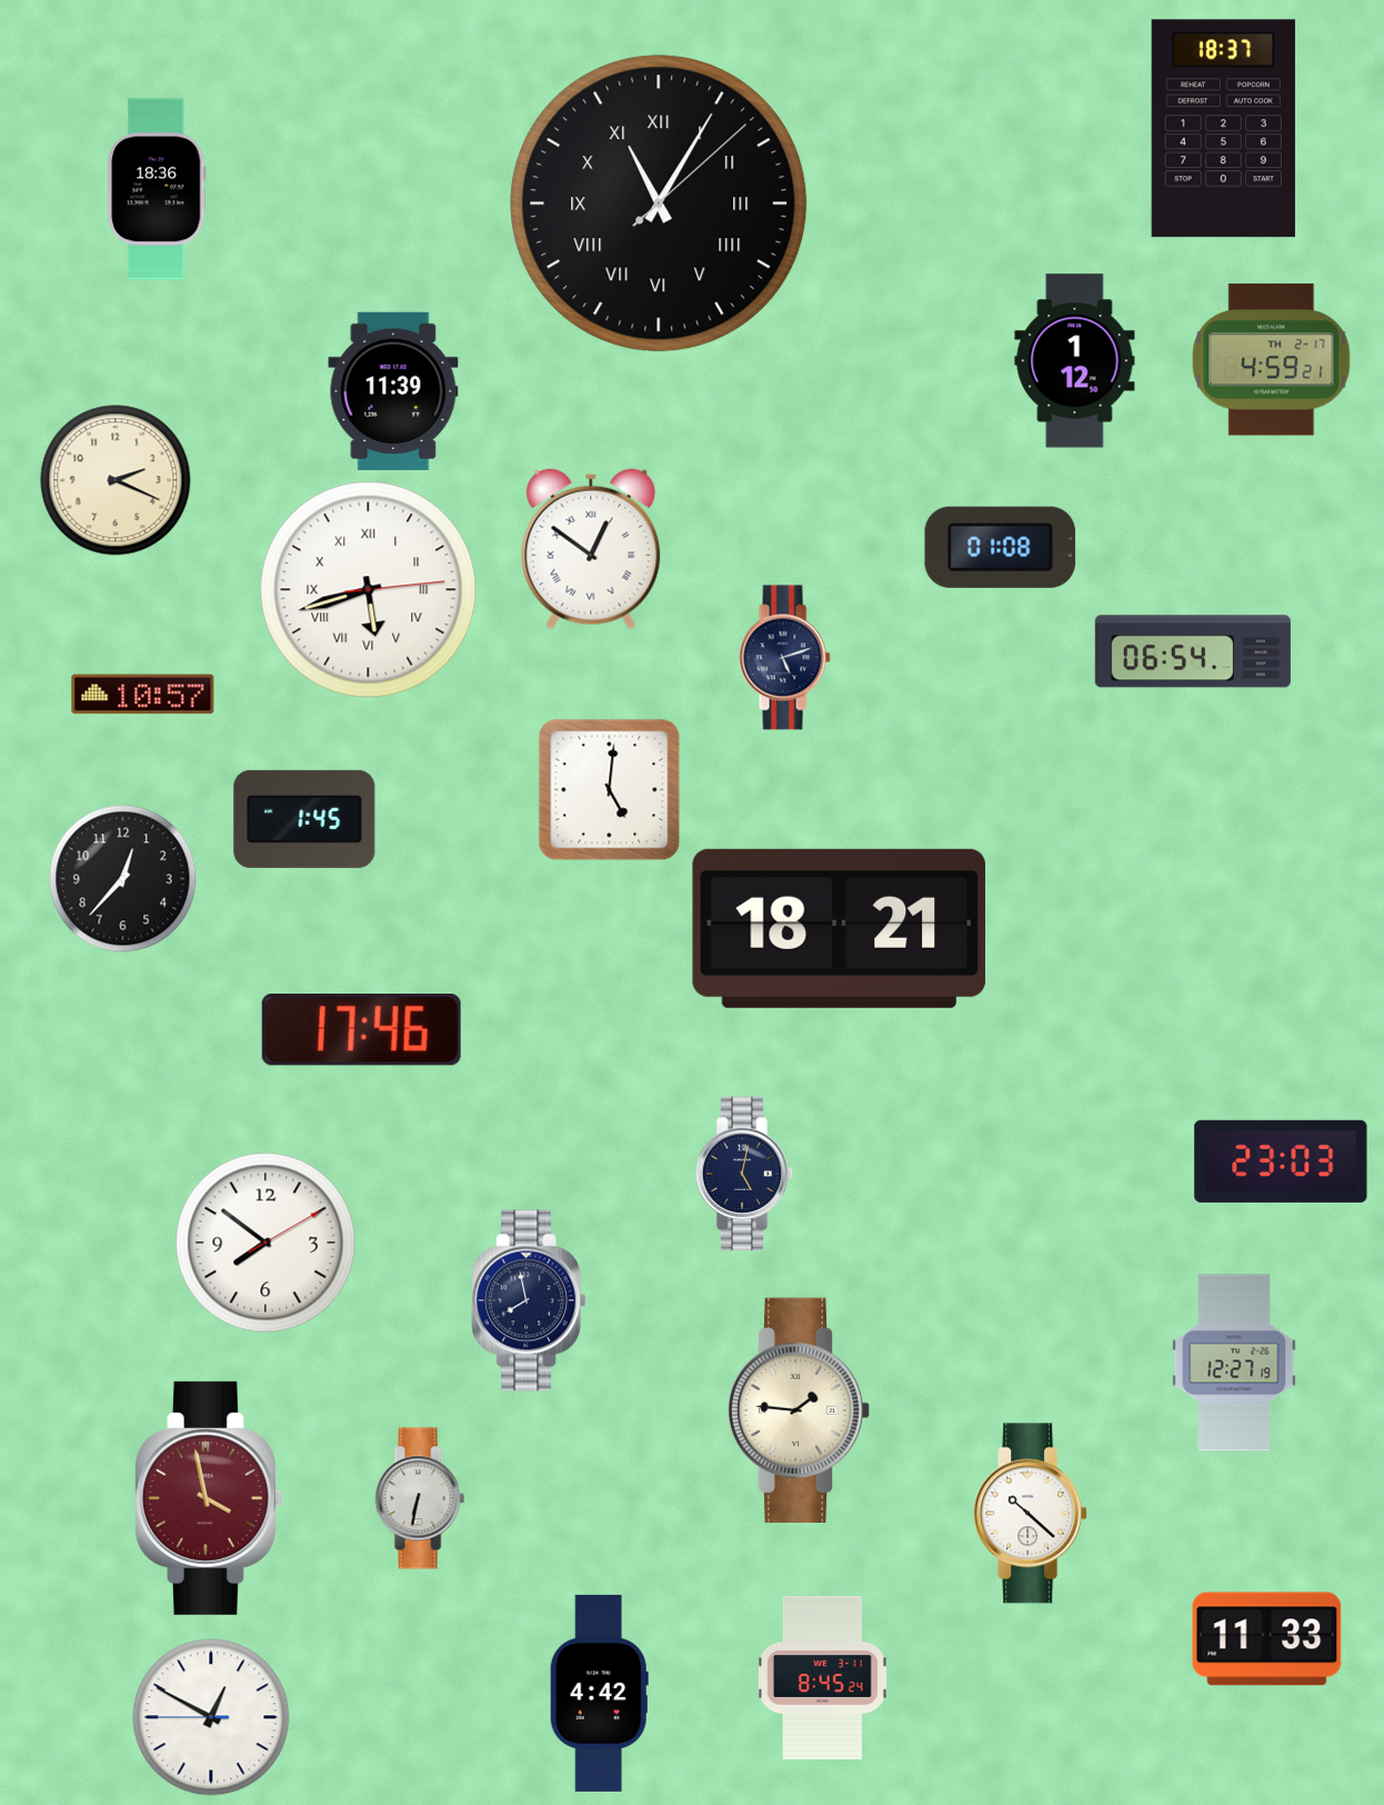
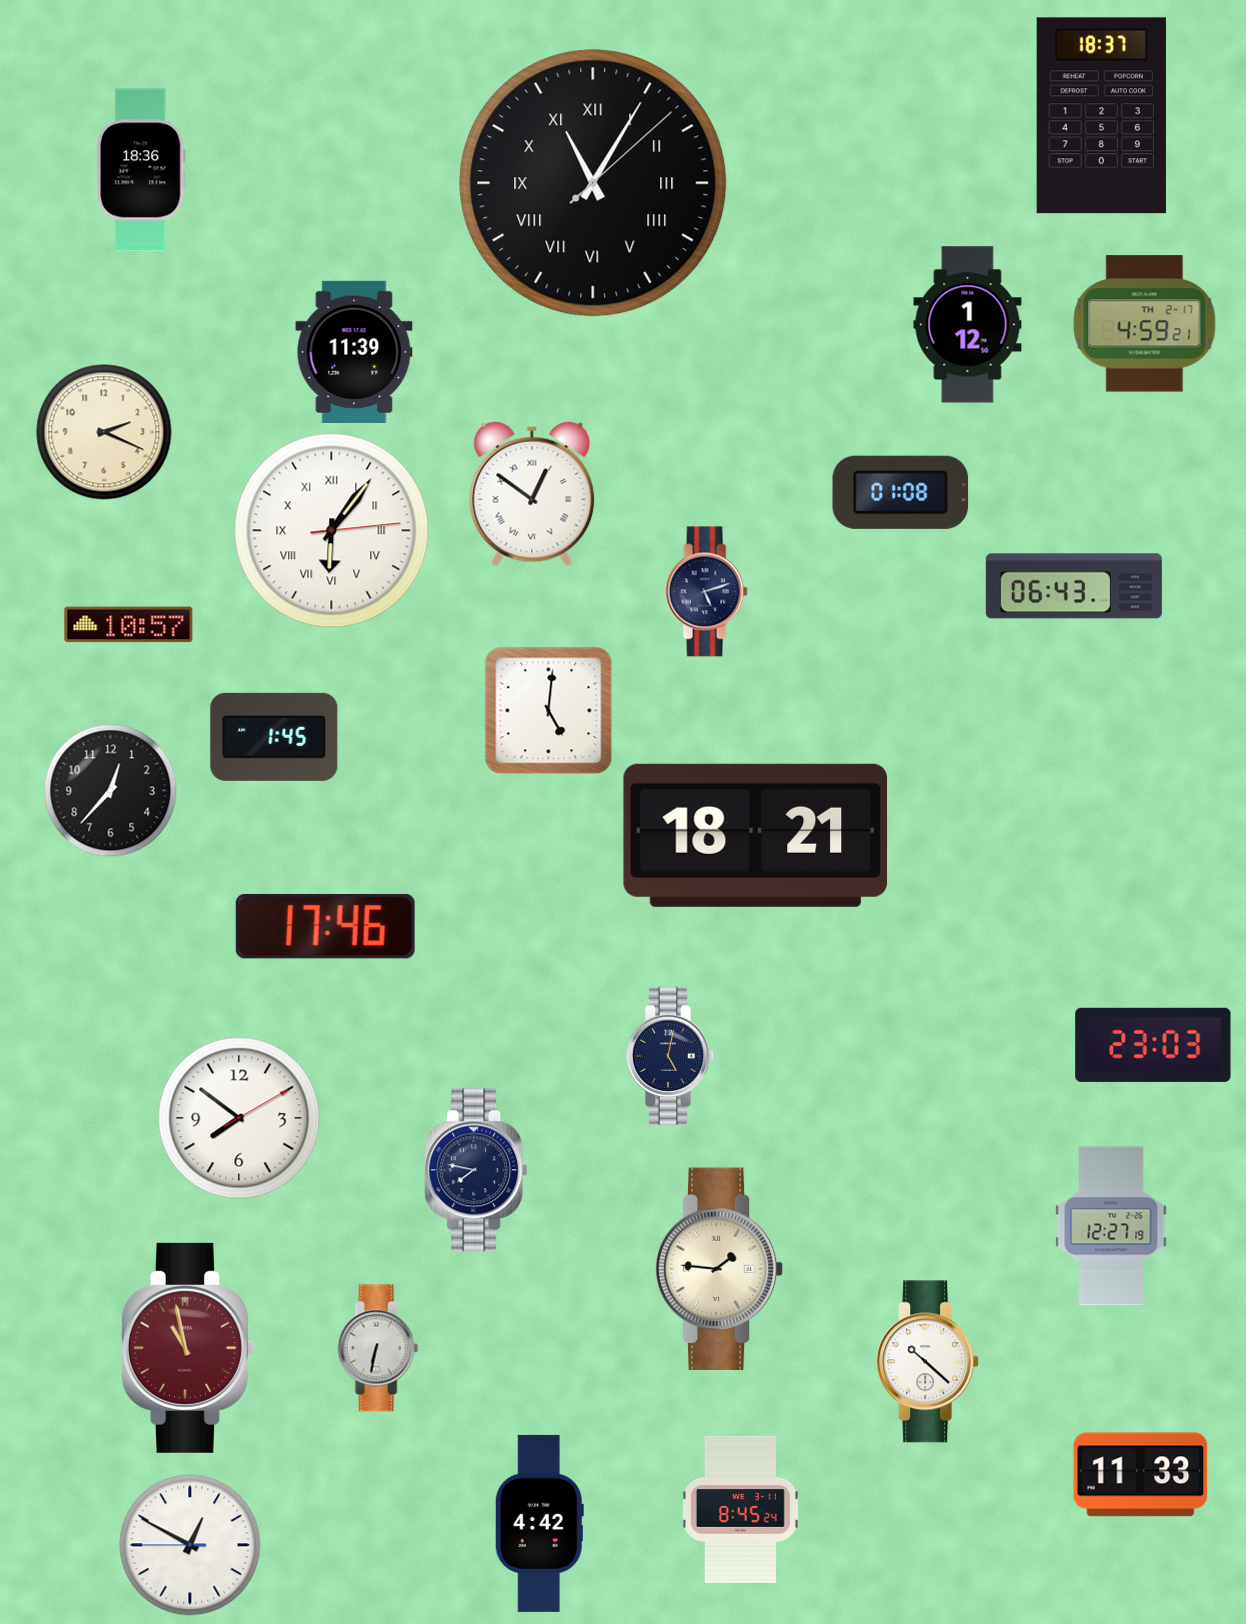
clock at (369, 590): 5:42 -> 6:06
clock at (1193, 651): 06:54 -> 06:43
clock at (529, 1300): 7:58 -> 7:47
clock at (208, 1498): 3:58 -> 10:58
